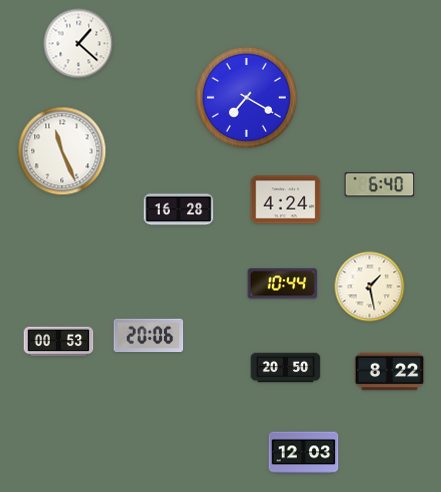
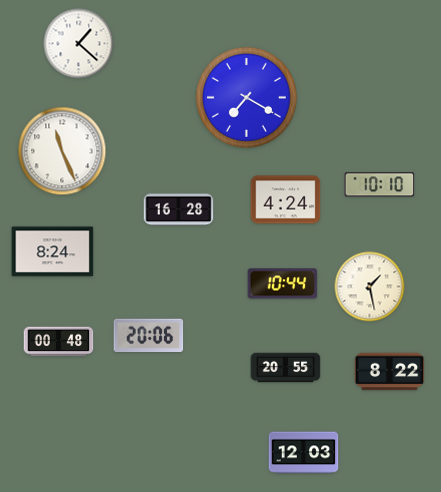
clock at (380, 185): 6:40 -> 10:10
clock at (53, 252): none -> 8:24
clock at (59, 342): 00:53 -> 00:48
clock at (286, 368): 20:50 -> 20:55
